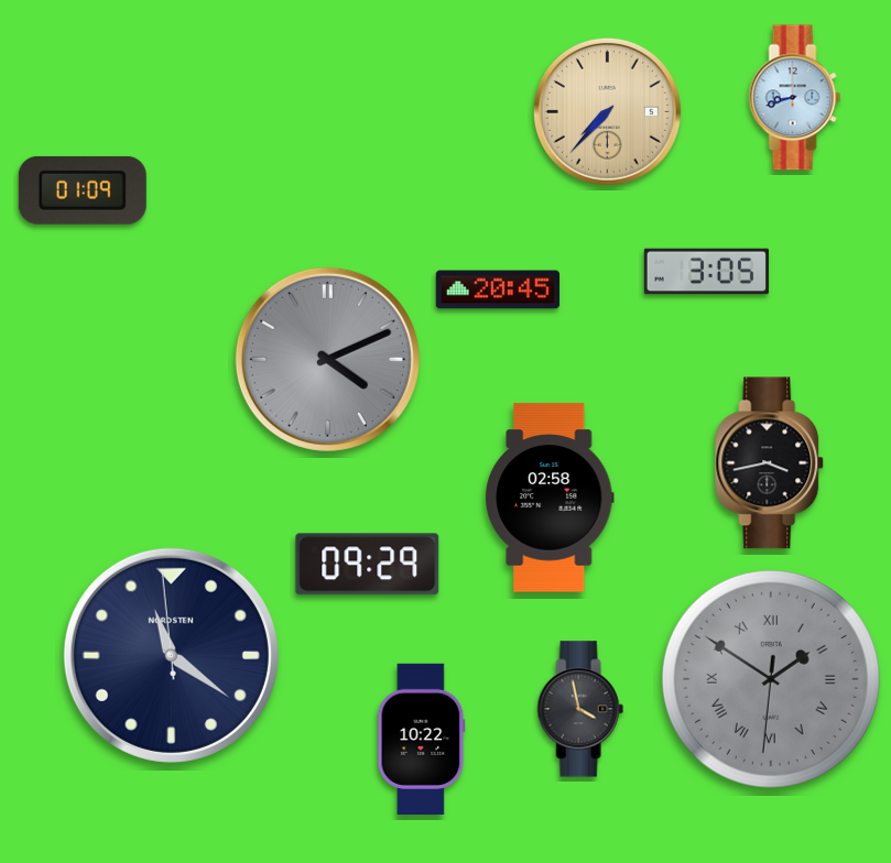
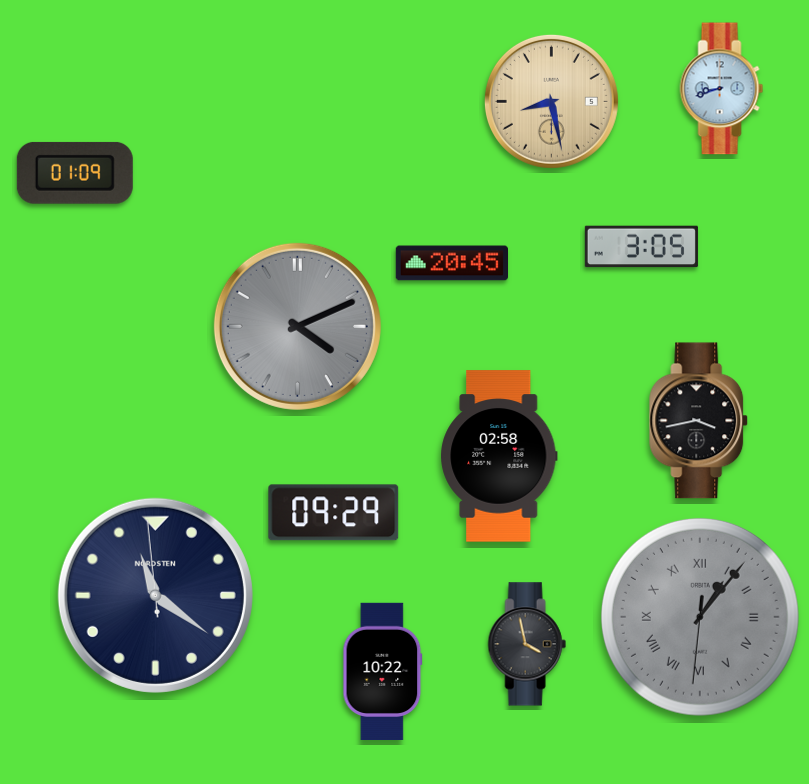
clock at (607, 111): 7:37 -> 8:28
clock at (550, 498) position: (550, 498) -> (499, 456)
clock at (771, 679): 1:50 -> 1:06
